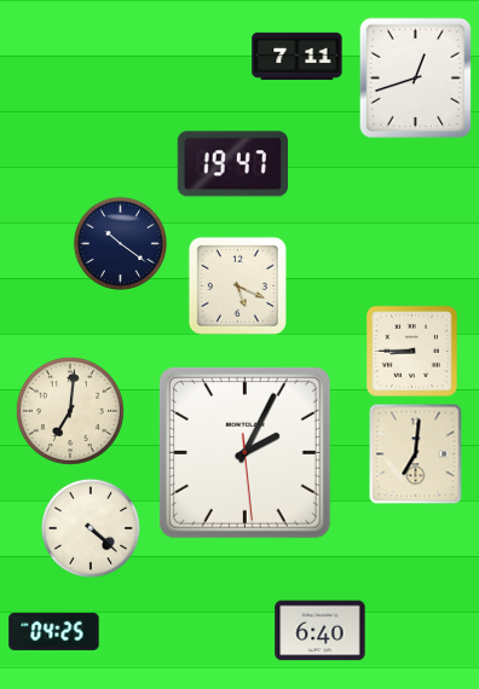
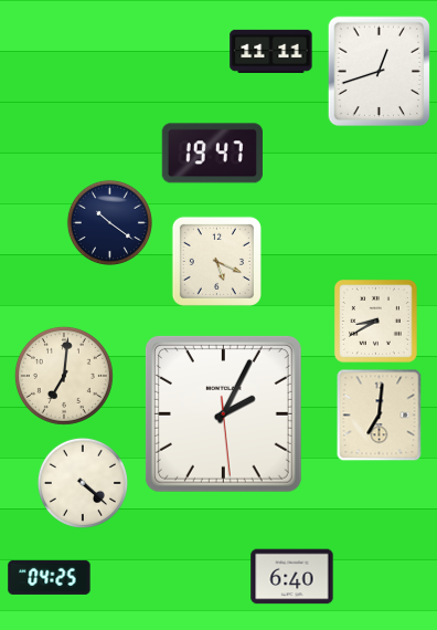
clock at (298, 56): 7:11 -> 11:11
clock at (232, 164) position: (232, 164) -> (212, 154)
clock at (412, 352): 8:45 -> 8:40
